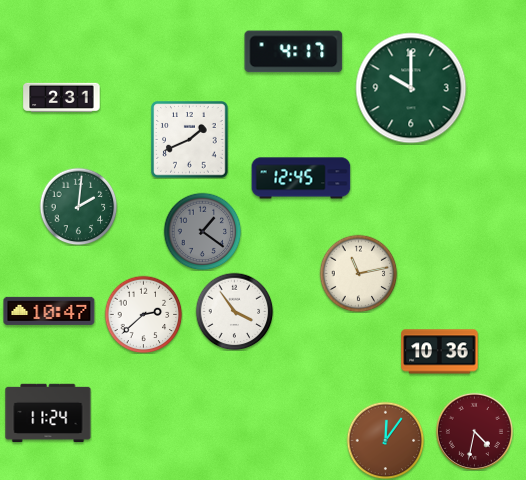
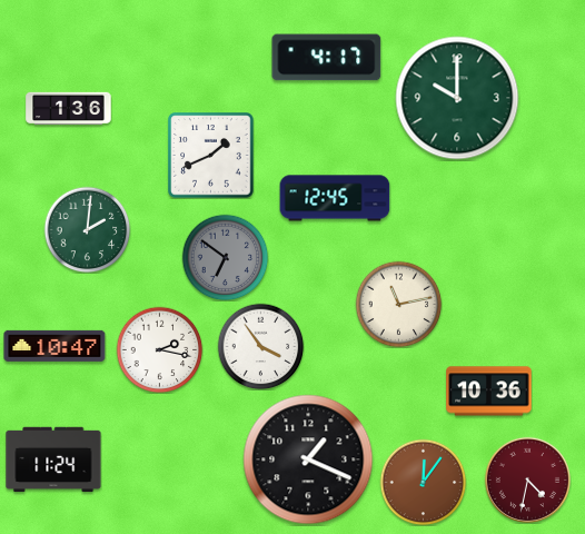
clock at (62, 98): 2:31 -> 1:36
clock at (202, 231): 1:21 -> 6:51
clock at (143, 314): 2:38 -> 2:17
clock at (308, 459): none -> 1:19
clock at (385, 440) position: (385, 440) -> (423, 482)
